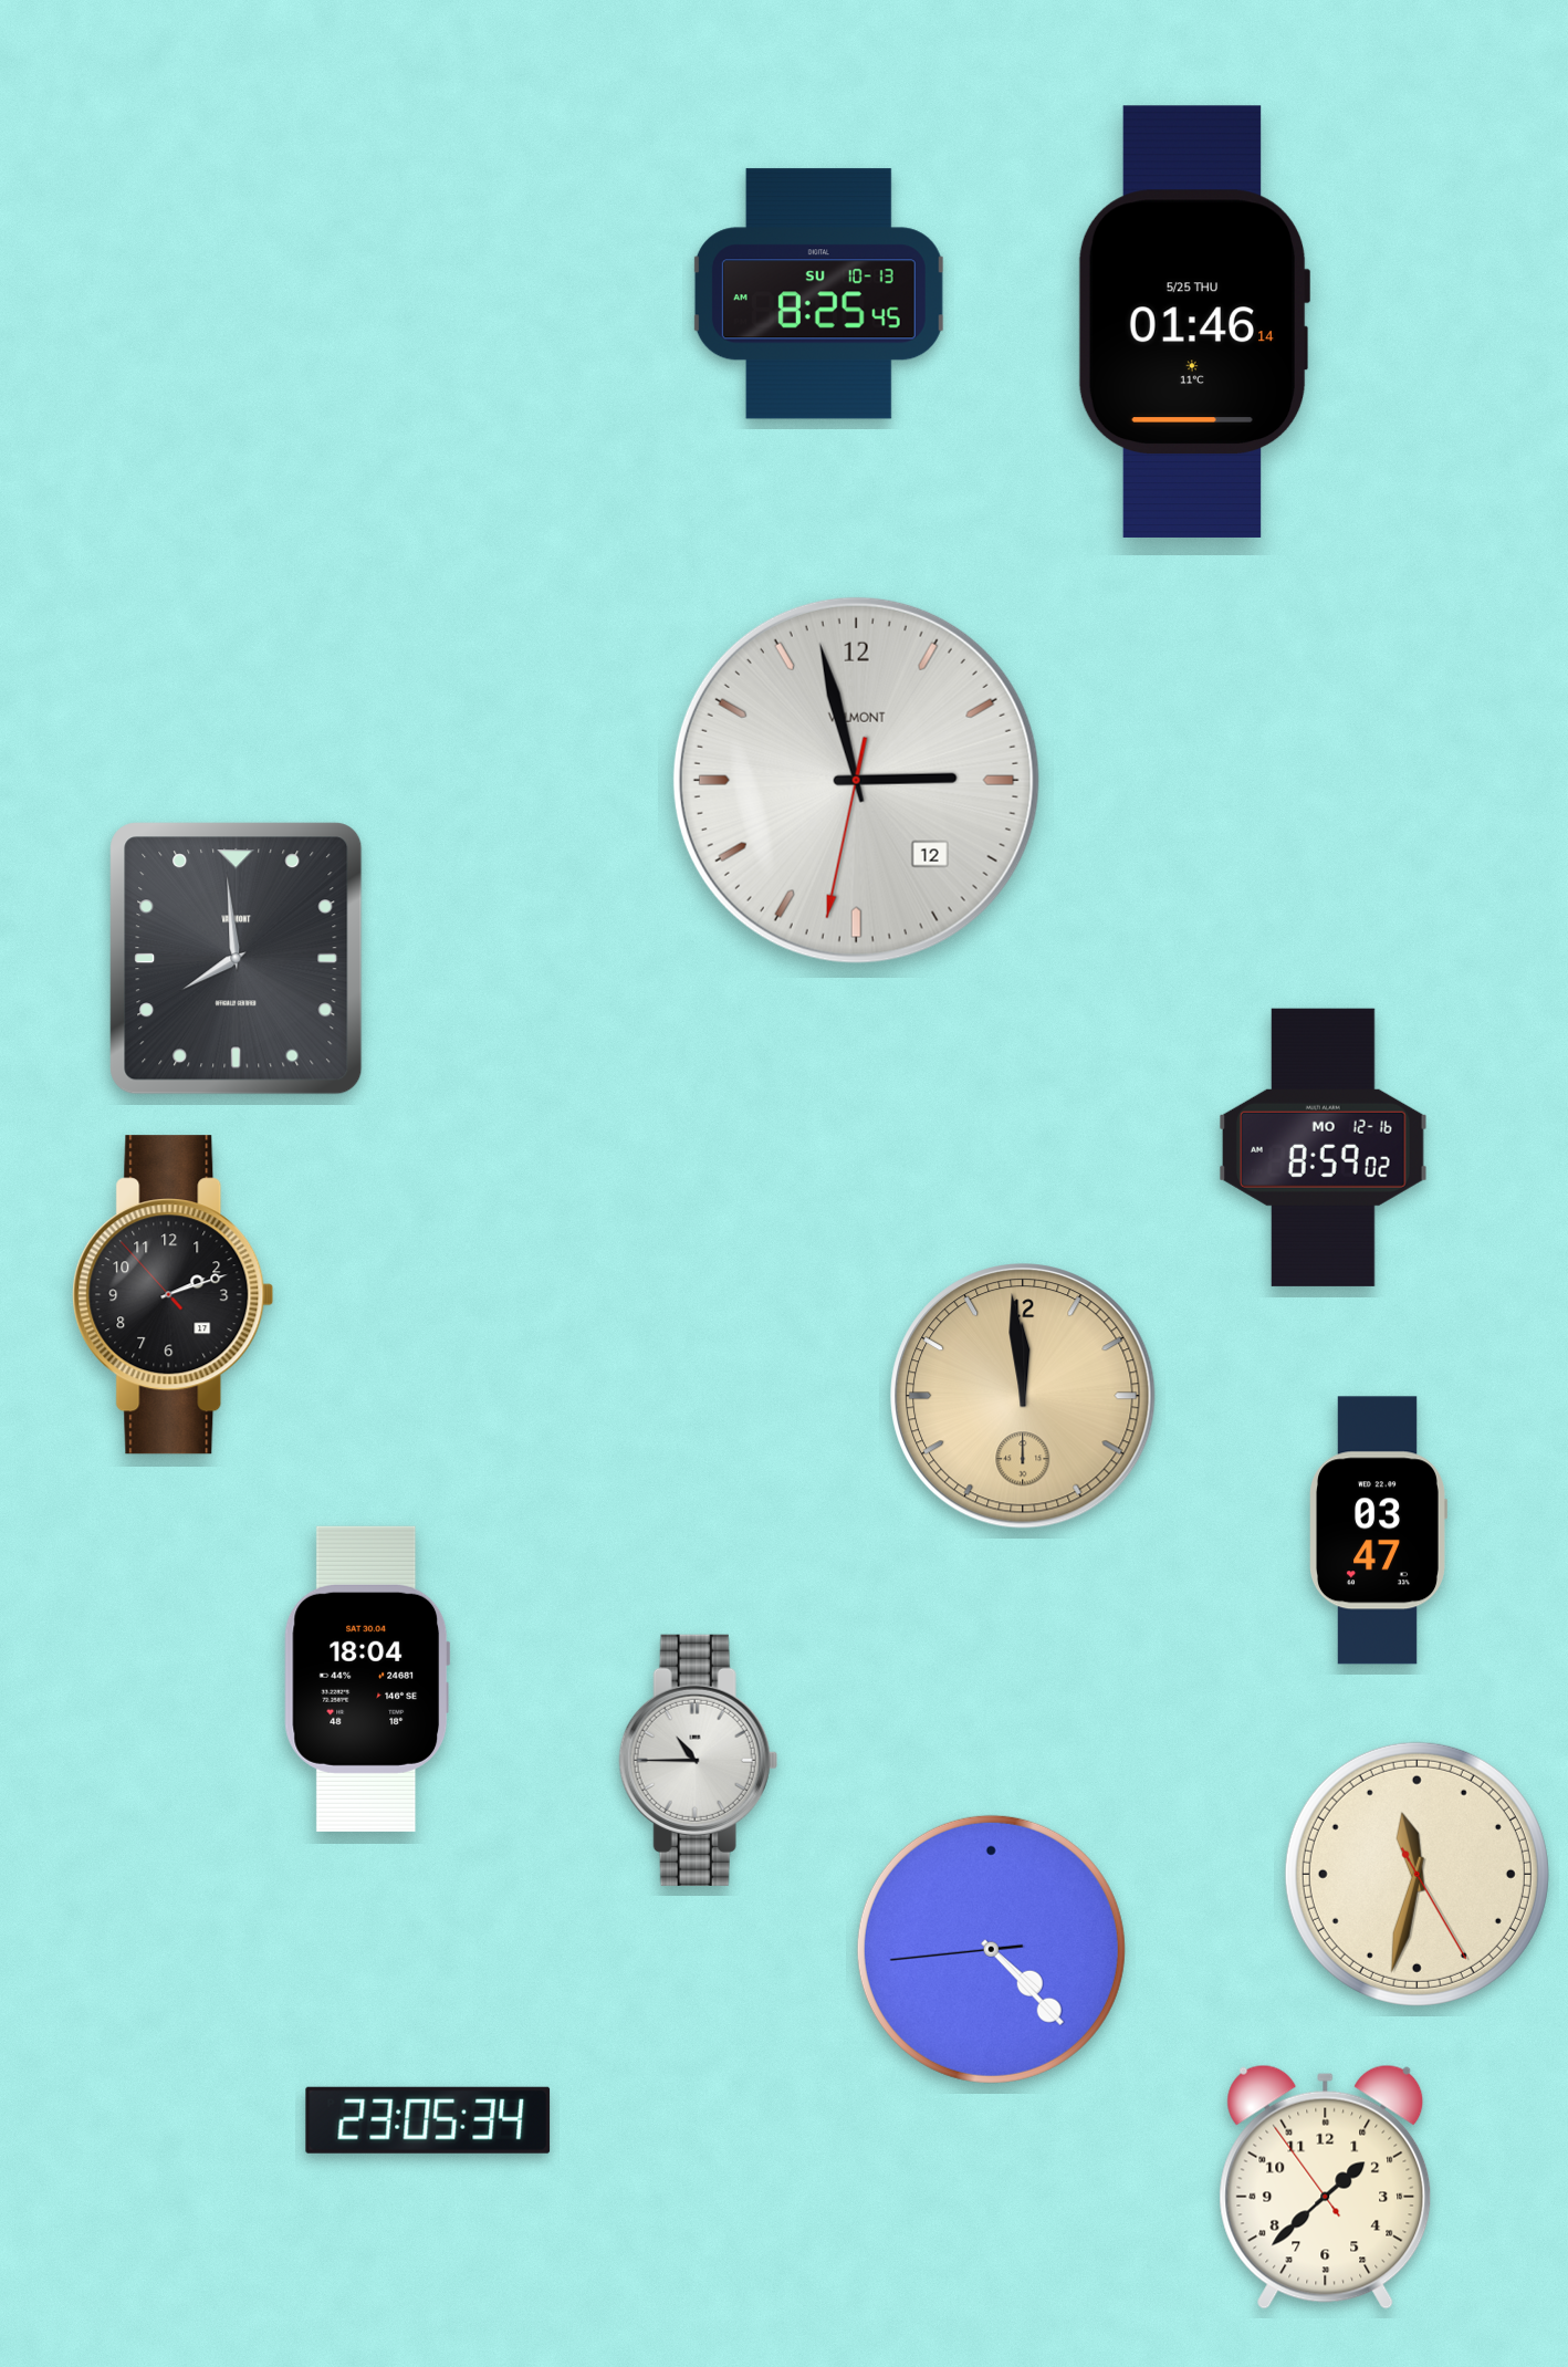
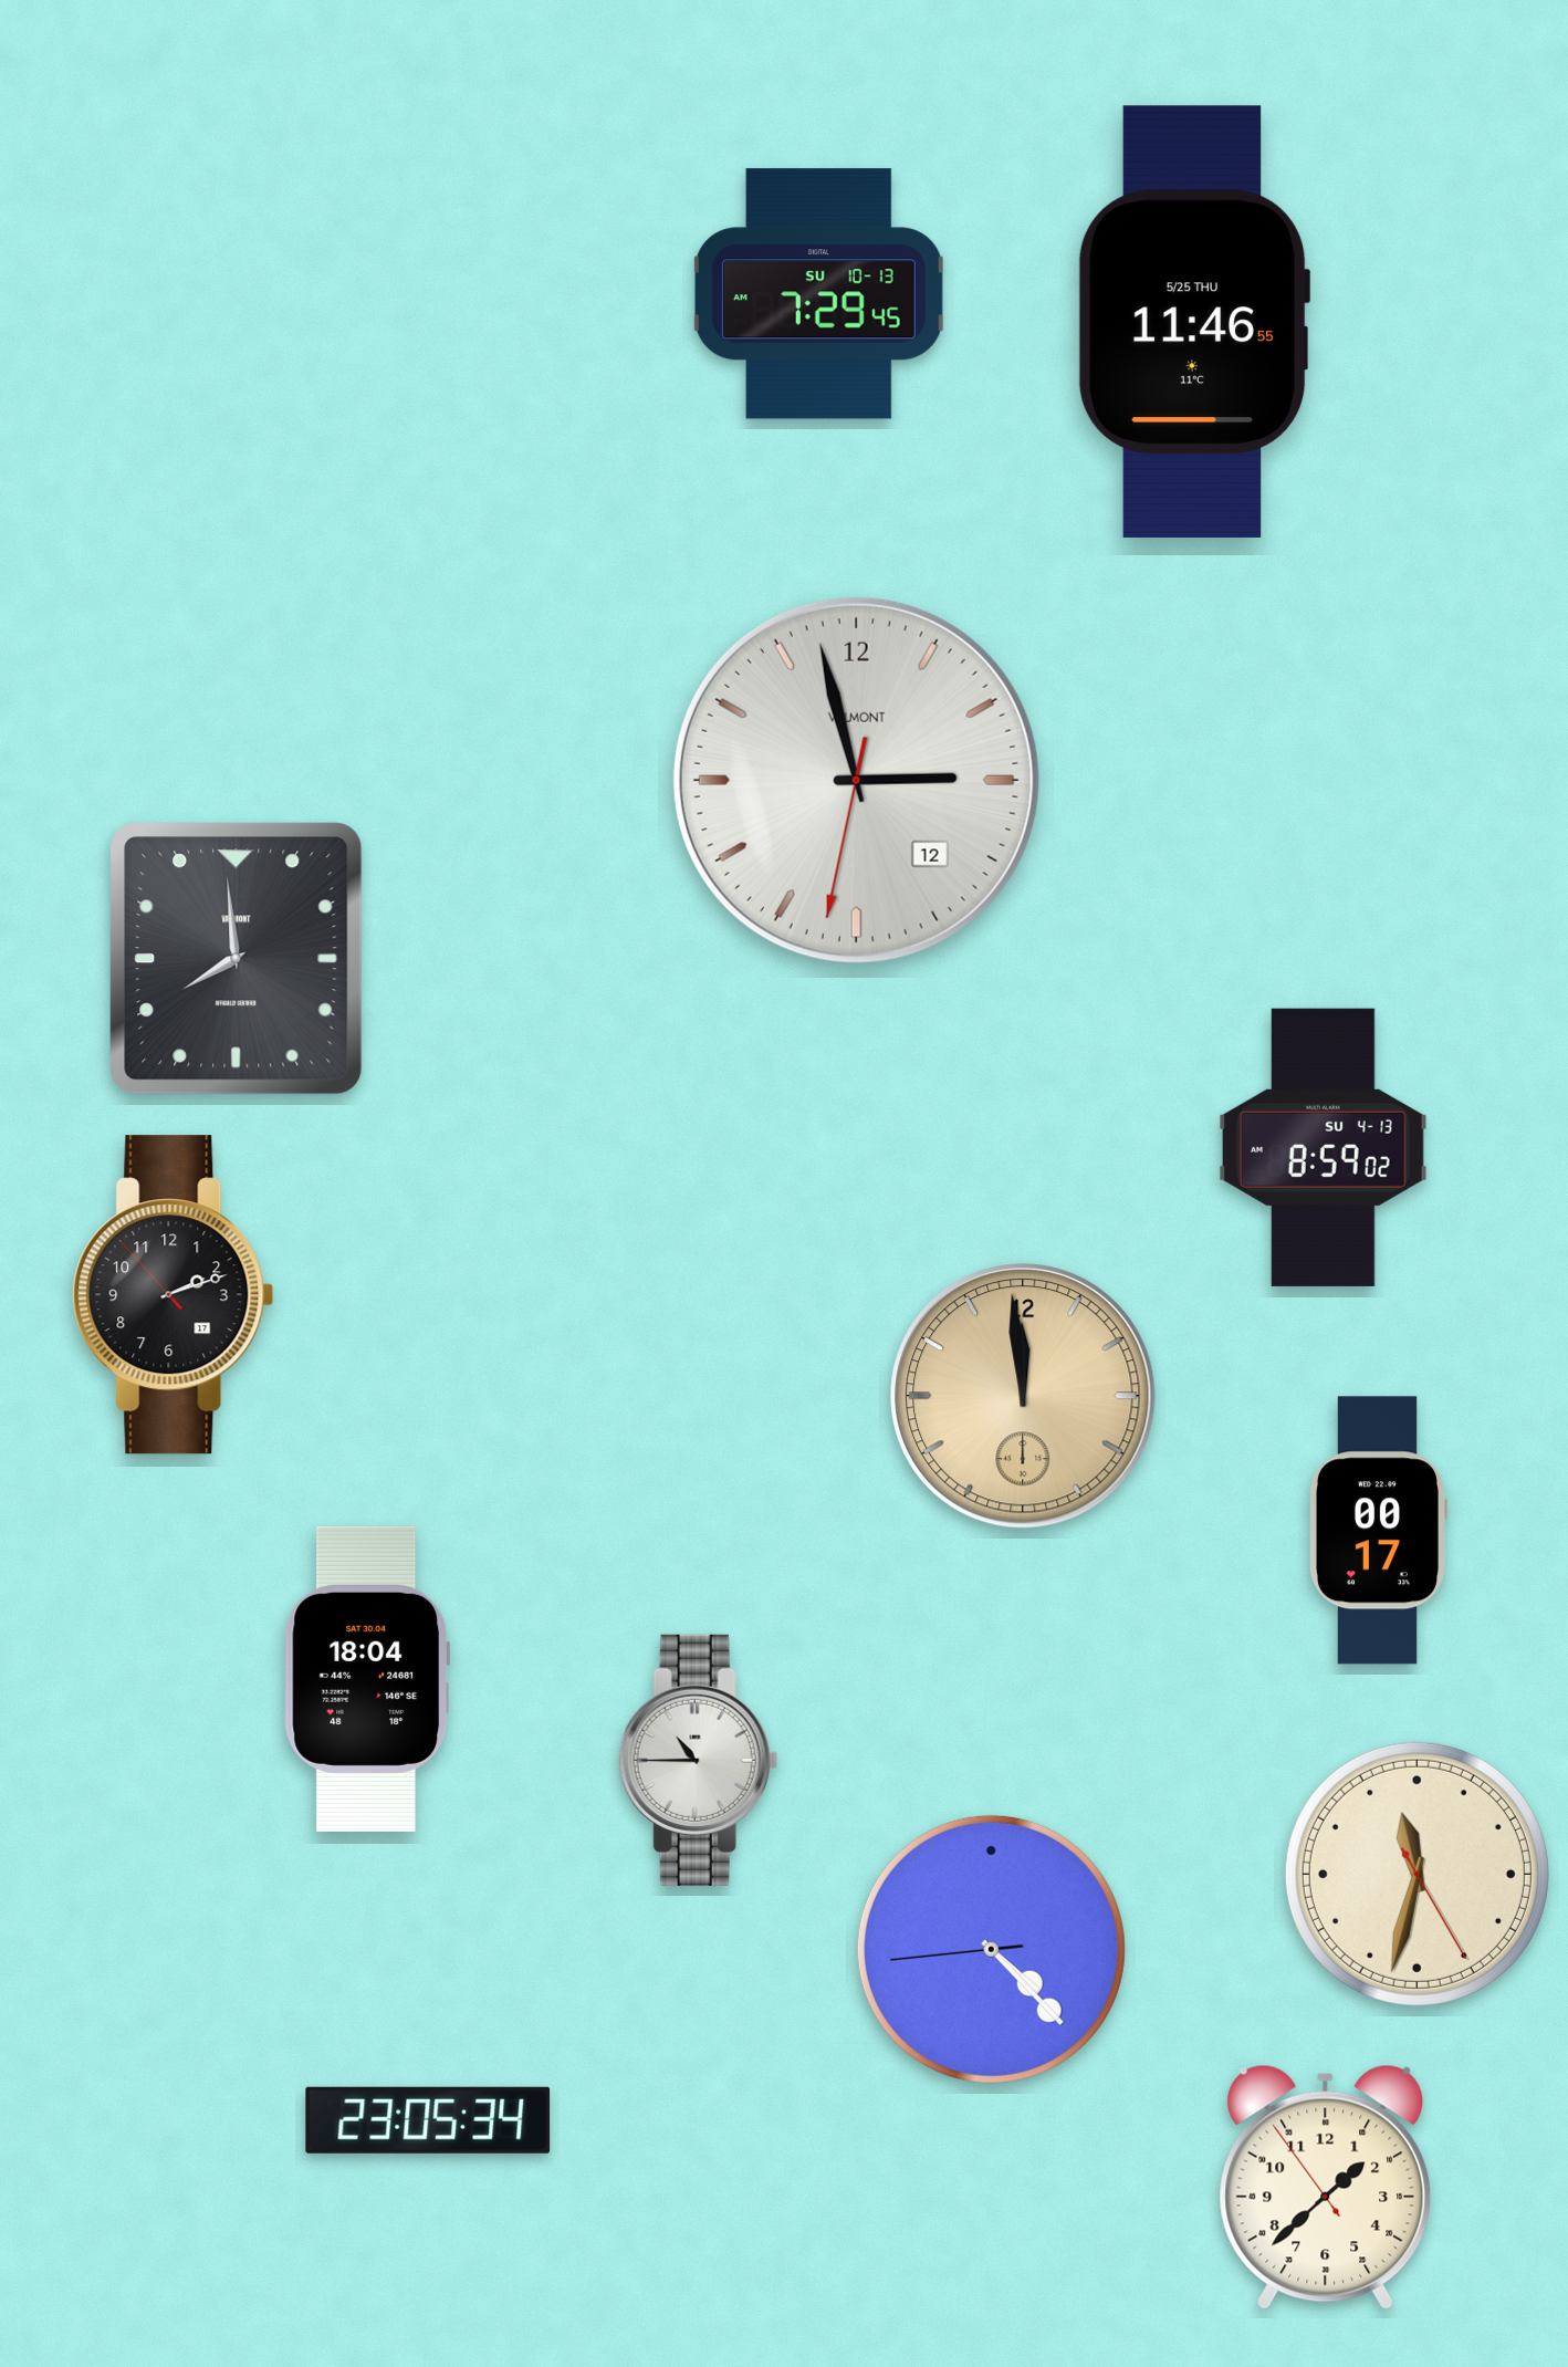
clock at (818, 294): 8:25 -> 7:29
clock at (1194, 322): 01:46 -> 11:46
clock at (1323, 1147) date: MO 12-16 -> SU 4-13
clock at (1379, 1531): 03:47 -> 00:17
